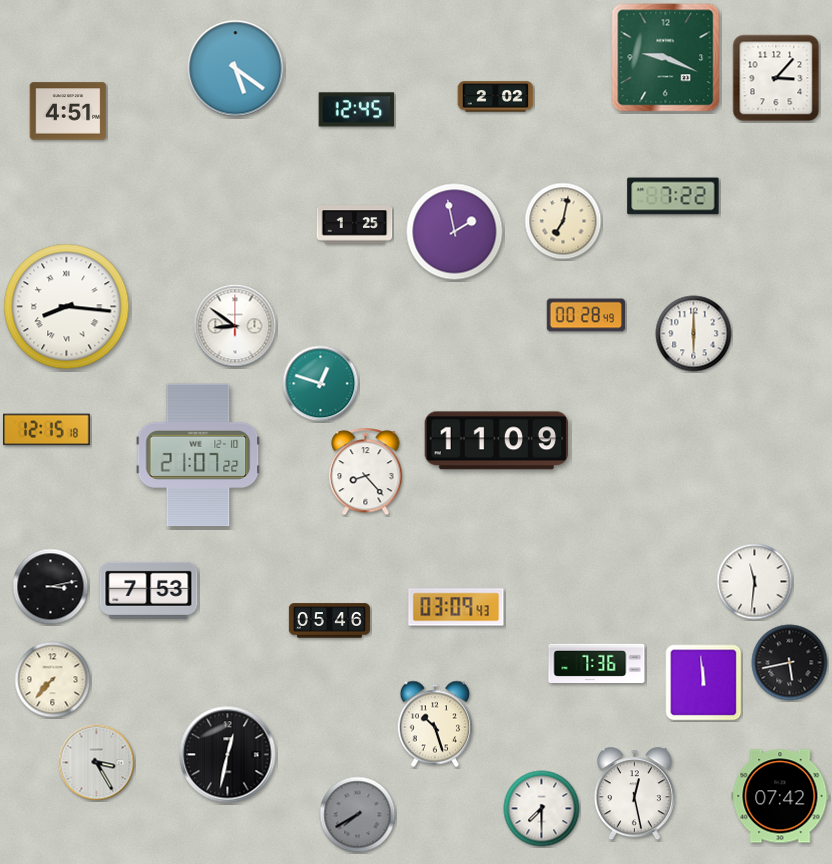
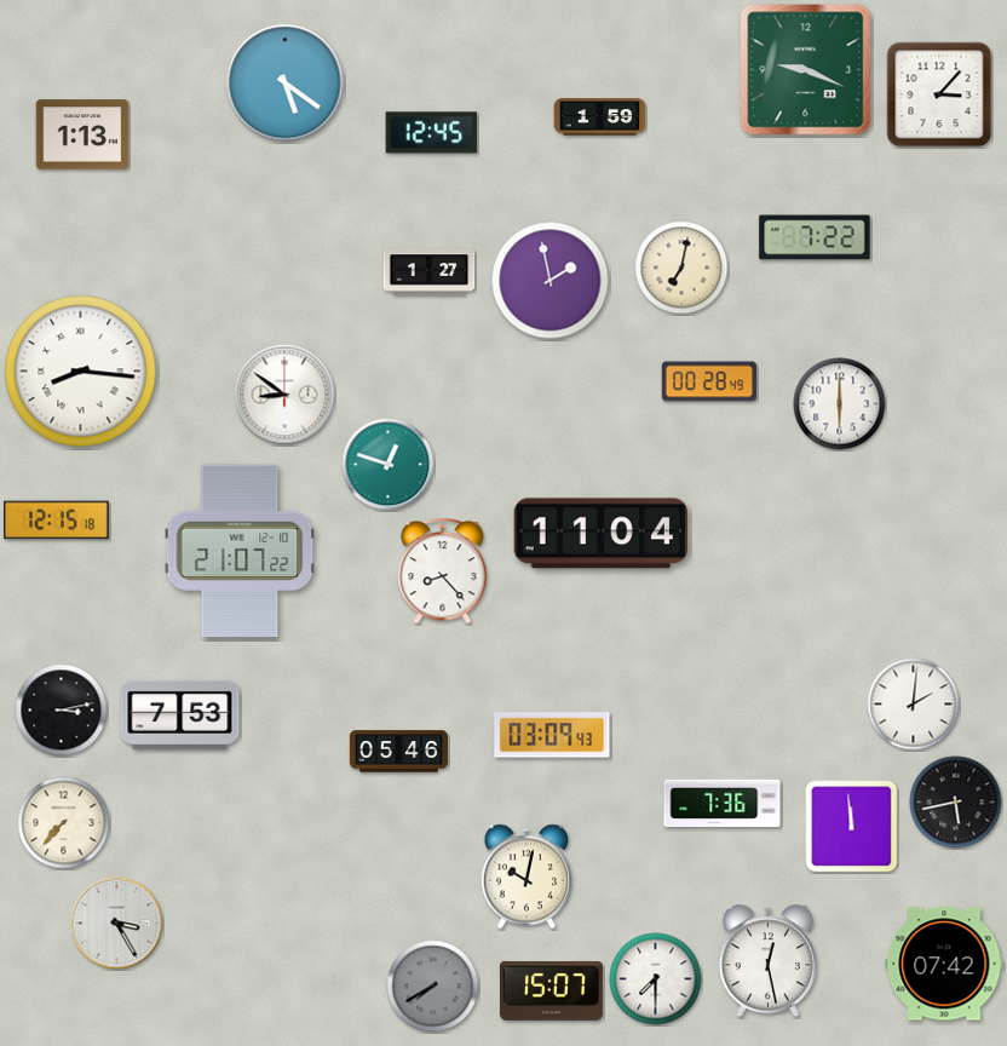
clock at (496, 97): 2:02 -> 1:59
clock at (68, 111): 4:51 -> 1:13
clock at (355, 225): 1:25 -> 1:27
clock at (496, 441): 11:09 -> 11:04
clock at (755, 582): 11:31 -> 2:01
clock at (434, 724): 10:27 -> 10:02
clock at (228, 755): 12:32 -> none
clock at (551, 990): none -> 15:07
